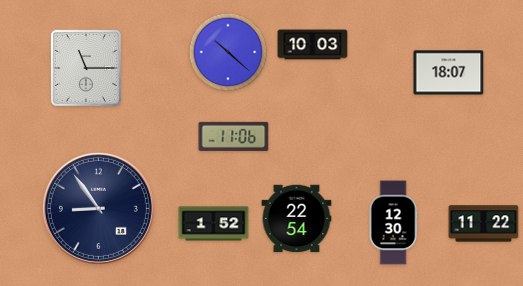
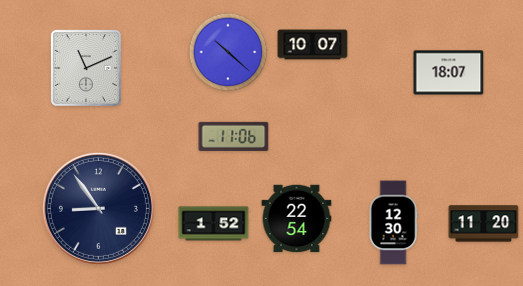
clock at (313, 45): 10:03 -> 10:07
clock at (86, 68): 11:15 -> 11:11
clock at (484, 224): 11:22 -> 11:20
